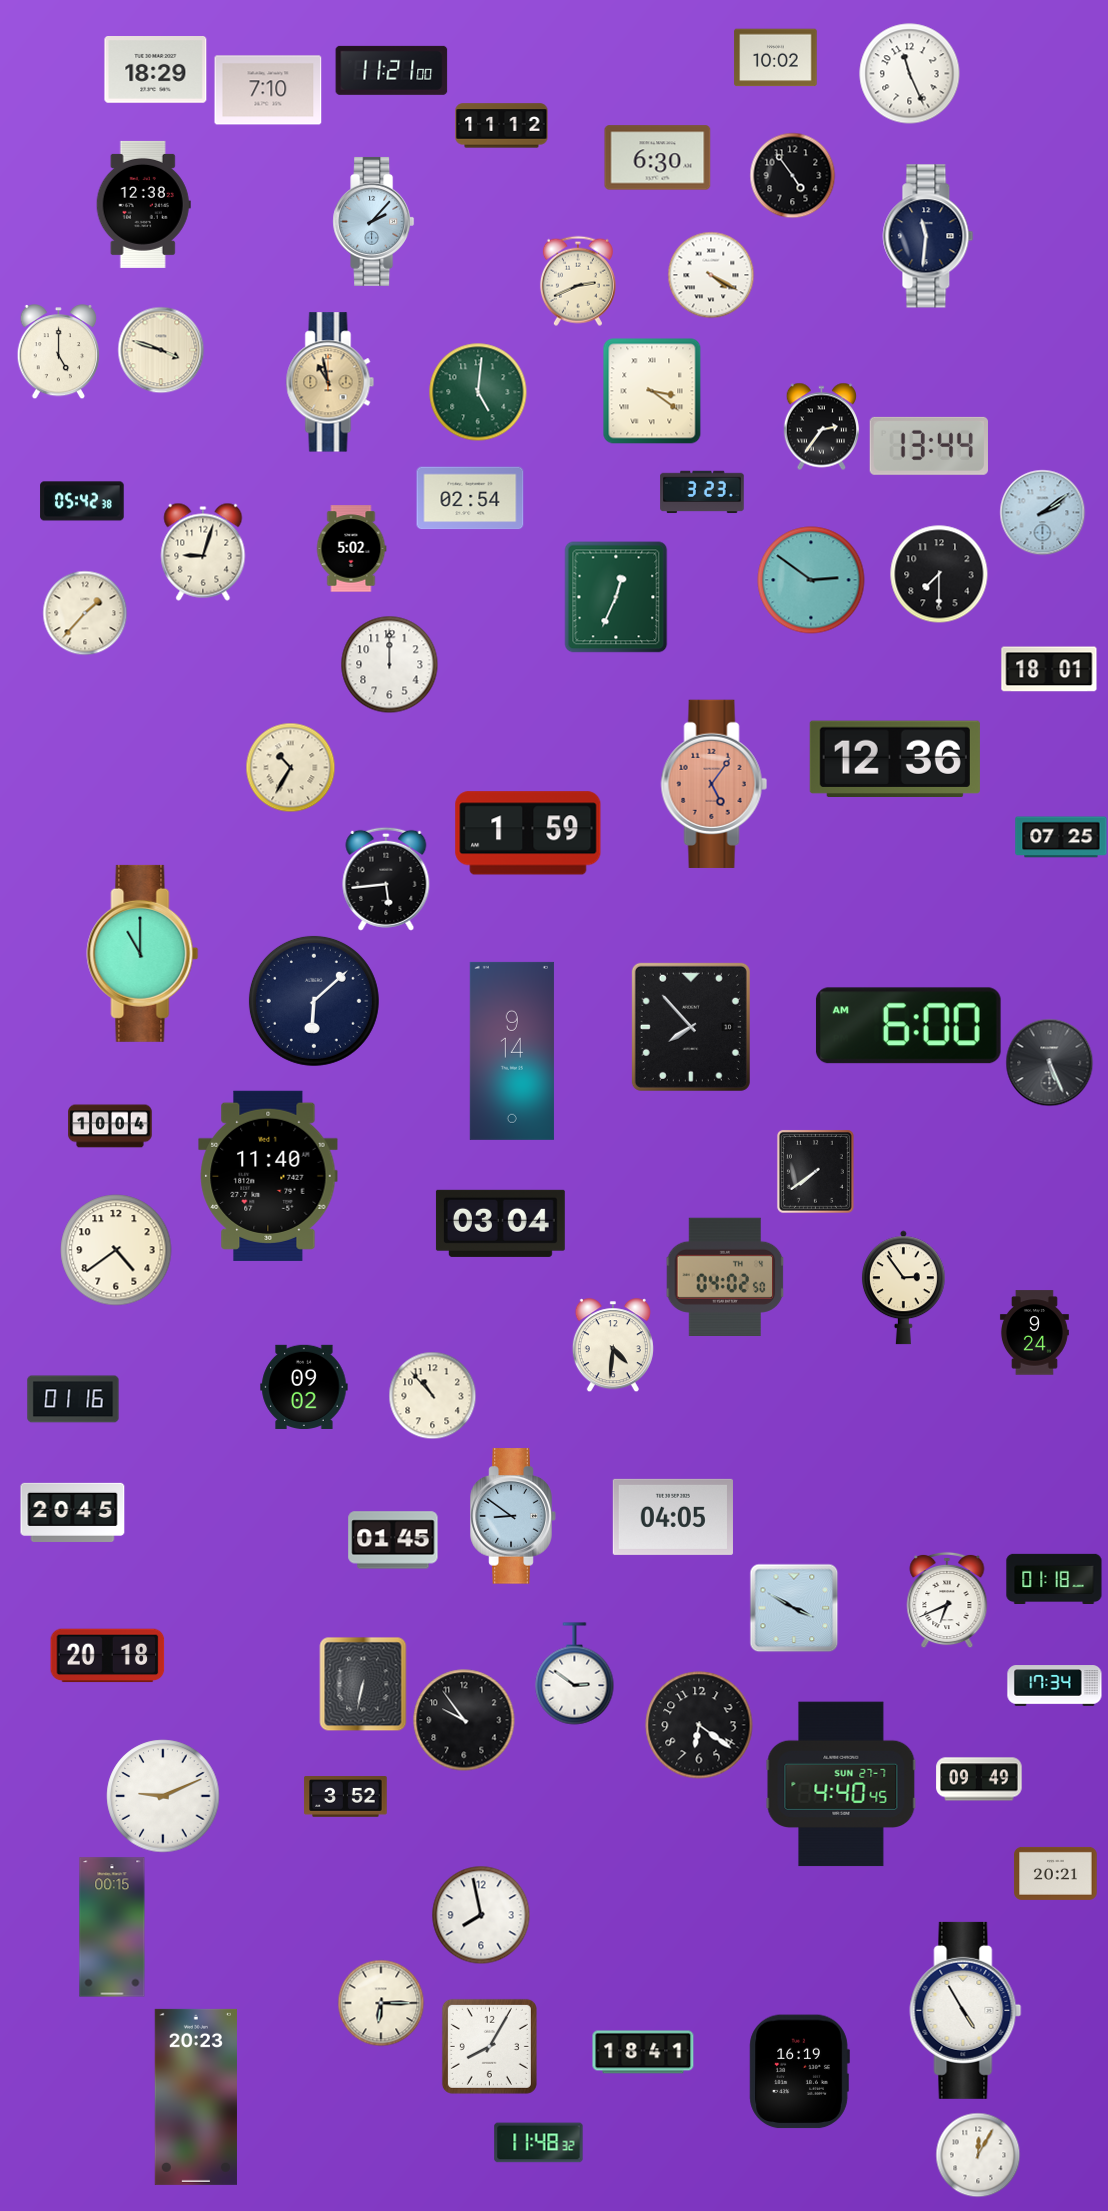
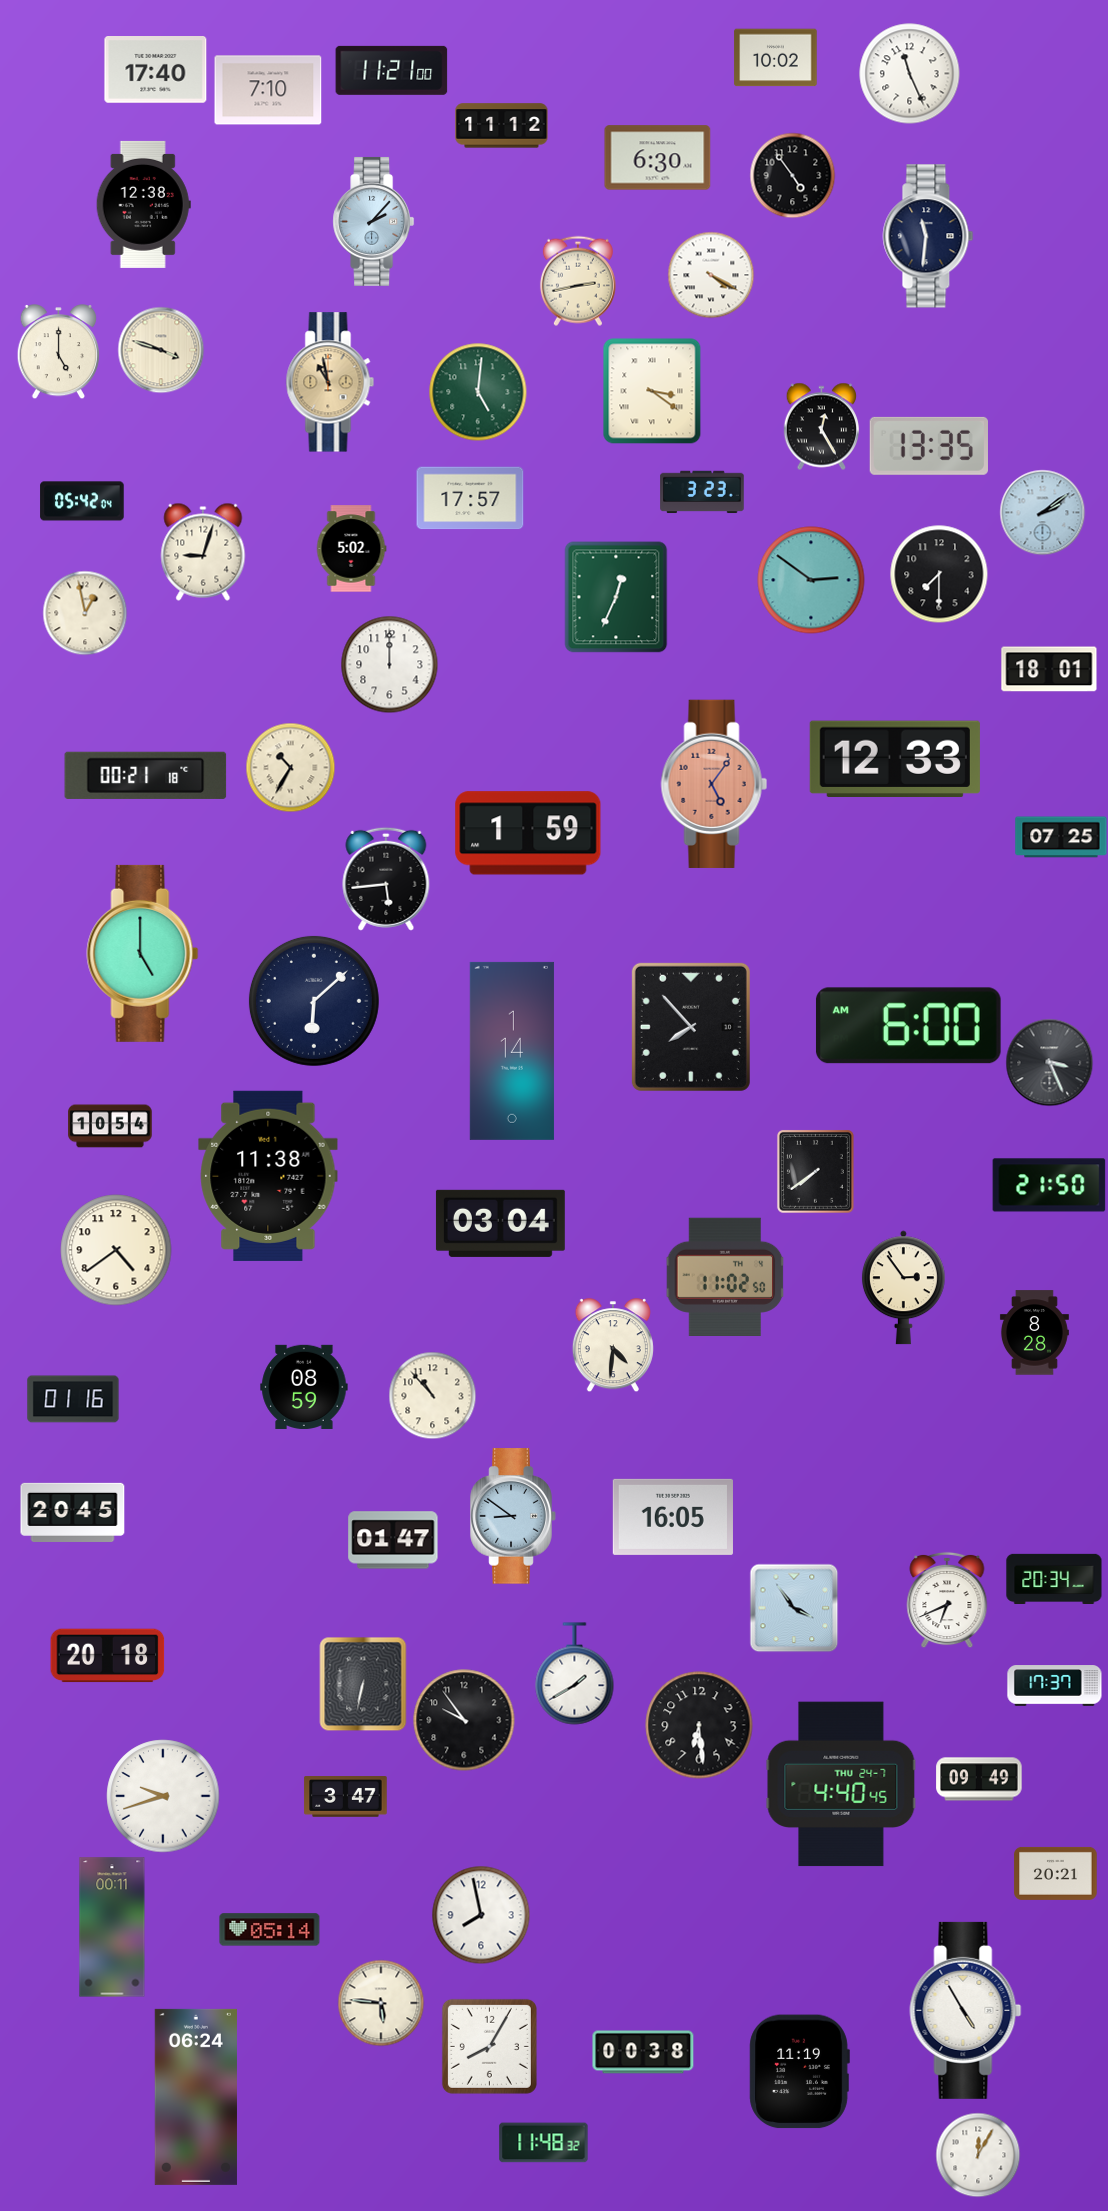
clock at (156, 70): 18:29 -> 17:40
clock at (578, 281): 2:41 -> 2:43
clock at (821, 426): 2:36 -> 12:25
clock at (929, 446): 13:44 -> 13:35
clock at (470, 498): 02:54 -> 17:57
clock at (82, 501): 05:42:38 -> 05:42:04
clock at (85, 613): 1:37 -> 12:58
clock at (895, 758): 12:36 -> 12:33
clock at (146, 775): none -> 00:21
clock at (143, 953): 11:00 -> 5:00
clock at (512, 1051): 9:14 -> 1:14
clock at (1049, 1062): 5:26 -> 3:26
clock at (110, 1126): 10:04 -> 10:54
clock at (268, 1176): 11:40 -> 11:38
clock at (1049, 1185): none -> 21:50
clock at (725, 1276): 04:02 -> 11:02
clock at (1034, 1333): 9:24 -> 8:28
clock at (304, 1387): 09:02 -> 08:59
clock at (673, 1517): 04:05 -> 16:05
clock at (393, 1540): 01:45 -> 01:47
clock at (1054, 1578): 01:18 -> 20:34
clock at (794, 1608): 3:50 -> 3:54
clock at (575, 1674): 2:51 -> 1:40
clock at (1055, 1686): 17:34 -> 17:37
clock at (699, 1725): 6:21 -> 6:29
clock at (841, 1784) date: SUN 27-7 -> THU 24-7
clock at (163, 1796): 9:11 -> 9:42
clock at (346, 1797): 3:52 -> 3:47
clock at (112, 1927): 00:15 -> 00:11
clock at (270, 1930): none -> 05:14
clock at (381, 2003): 6:15 -> 5:46
clock at (643, 2052): 18:41 -> 00:38
clock at (799, 2072): 16:19 -> 11:19
clock at (196, 2097): 20:23 -> 06:24
clock at (539, 2143) position: (539, 2143) -> (544, 2143)
